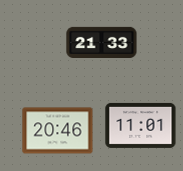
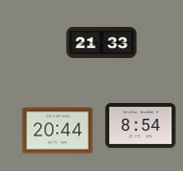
clock at (141, 125): 11:01 -> 8:54
clock at (58, 131): 20:46 -> 20:44
